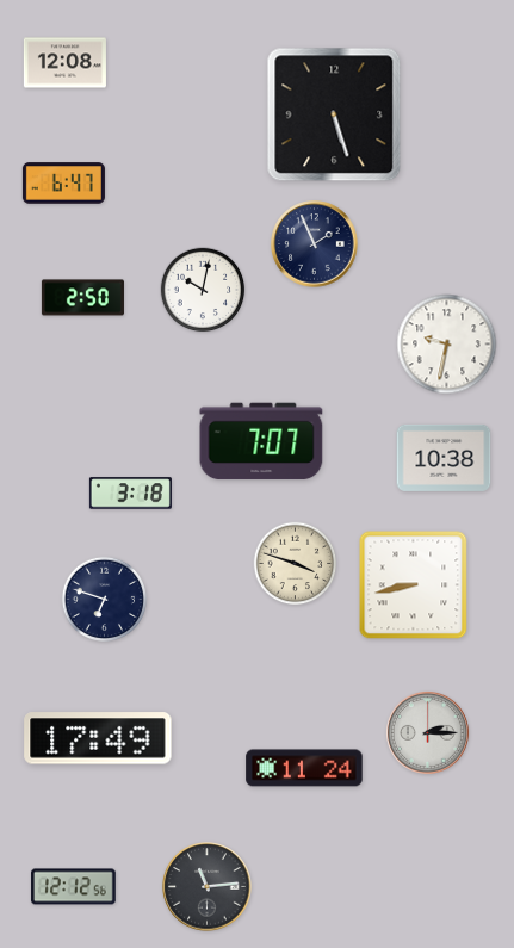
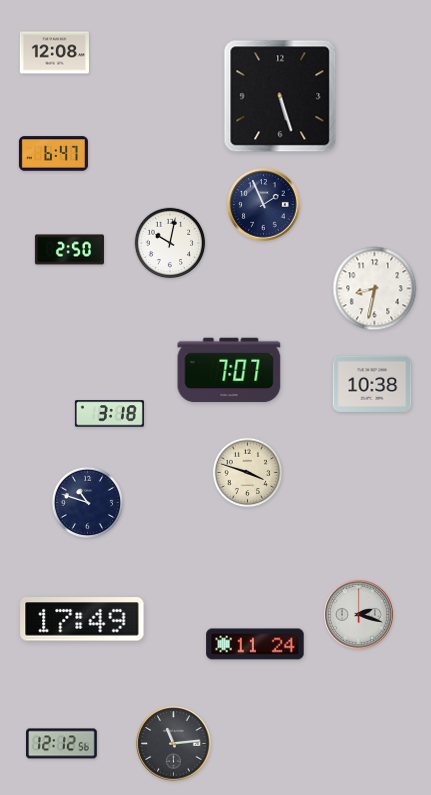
clock at (447, 345): 9:32 -> 8:32
clock at (261, 441) position: (261, 441) -> (229, 370)
clock at (414, 585): 8:43 -> none
clock at (105, 600): 6:48 -> 10:48
clock at (427, 732): 2:15 -> 2:18
